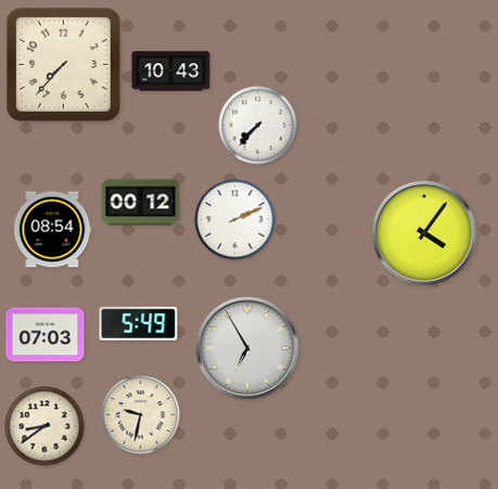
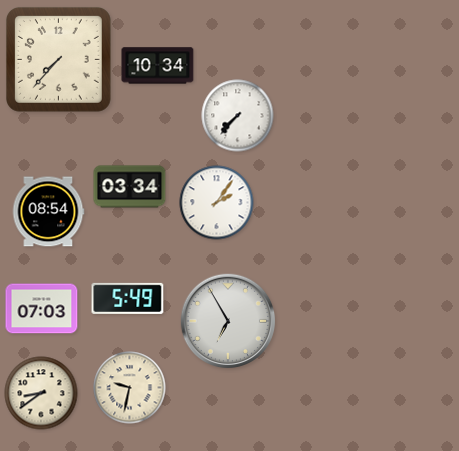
clock at (171, 72): 10:43 -> 10:34
clock at (141, 203): 00:12 -> 03:34
clock at (235, 220): 2:11 -> 2:06
clock at (423, 232): 4:06 -> none
clock at (141, 415) position: (141, 415) -> (130, 388)
